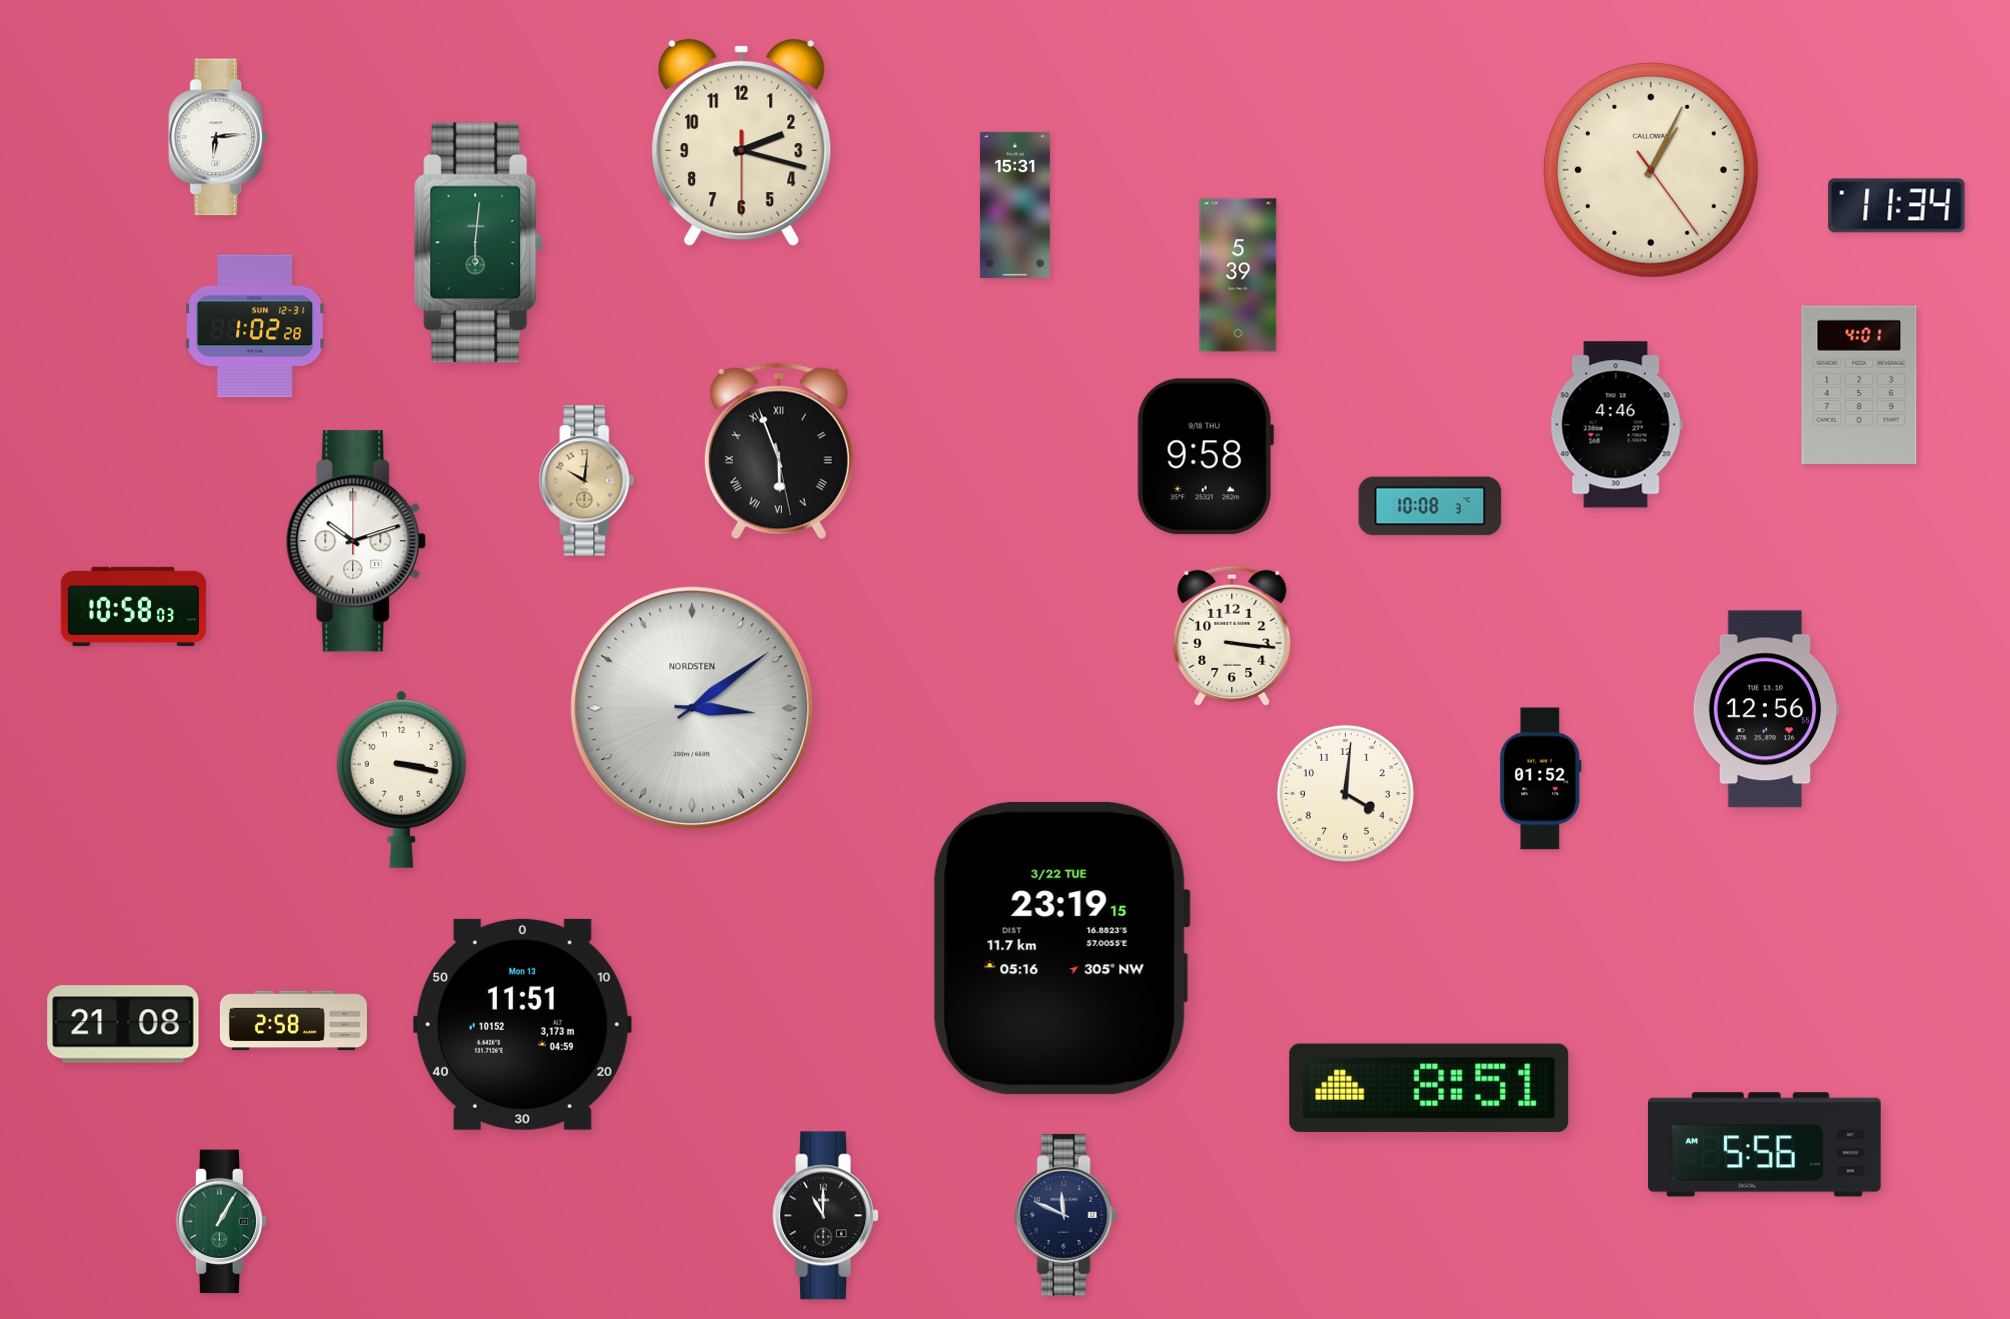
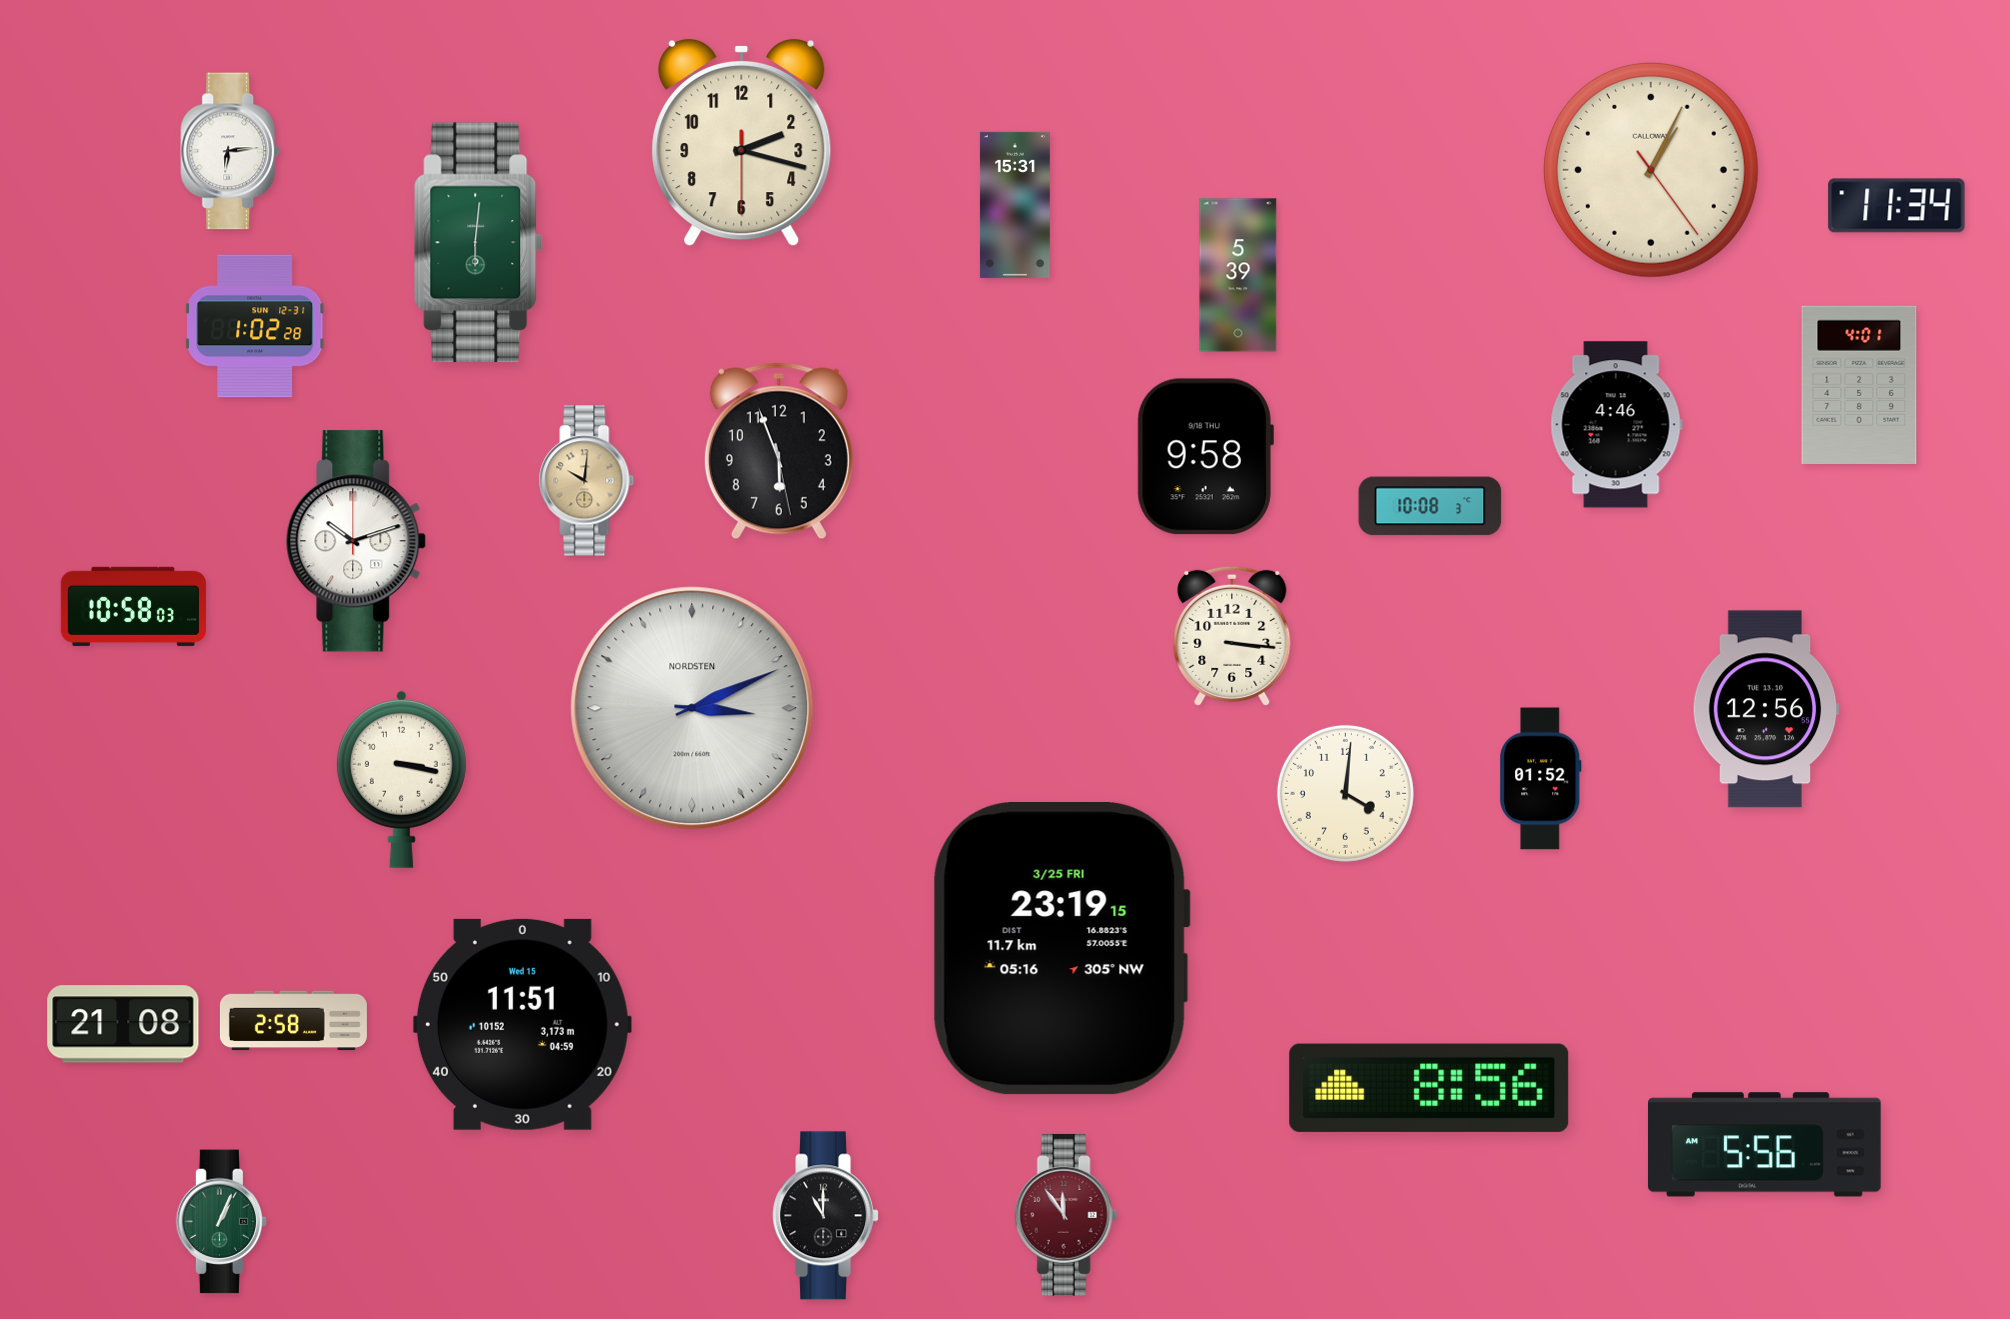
clock at (219, 137) position: (219, 137) -> (231, 151)
clock at (779, 451) numerals: Roman -> Arabic
clock at (692, 708): 3:09 -> 3:11
clock at (1061, 949) date: 3/22 TUE -> 3/25 FRI
clock at (522, 1024) date: Mon 13 -> Wed 15
clock at (1429, 1088): 8:51 -> 8:56
clock at (1066, 1215): 11:49 -> 11:54
clock at (1066, 1215) dial: navy -> burgundy
clock at (222, 1222): 1:05 -> 1:04
